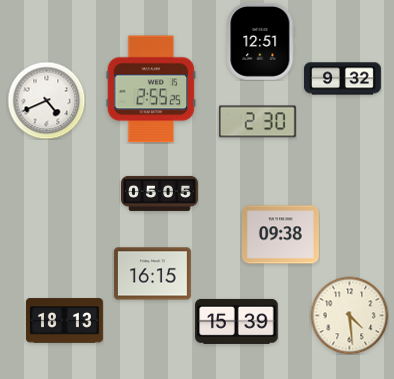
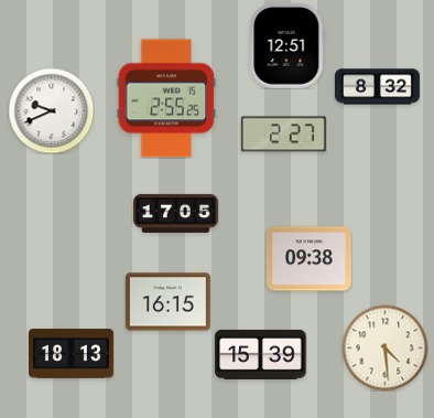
clock at (343, 79): 9:32 -> 8:32
clock at (46, 100): 4:41 -> 9:41
clock at (257, 122): 2:30 -> 2:27
clock at (160, 193): 05:05 -> 17:05
